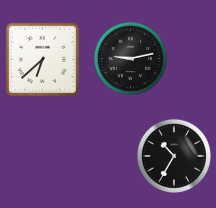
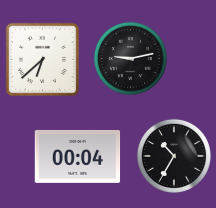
clock at (78, 156): none -> 00:04
